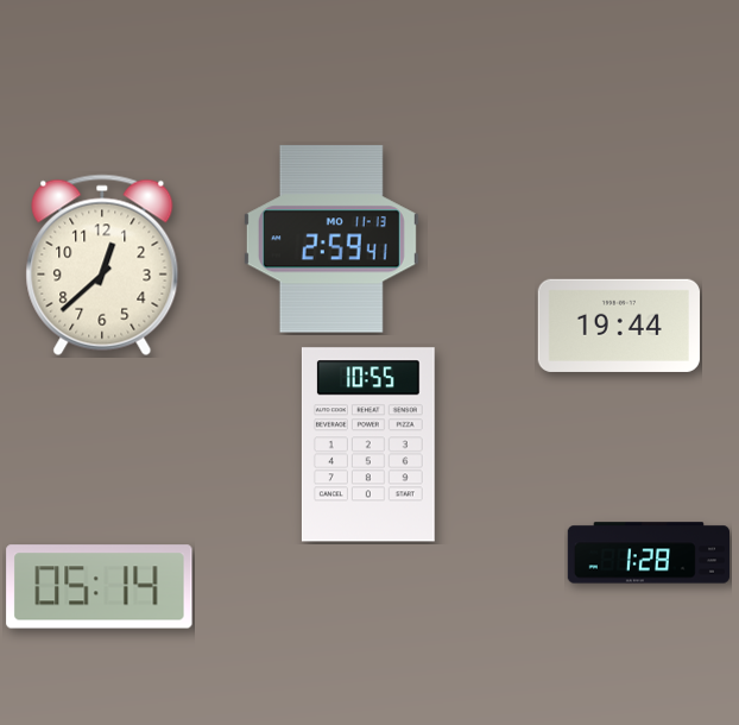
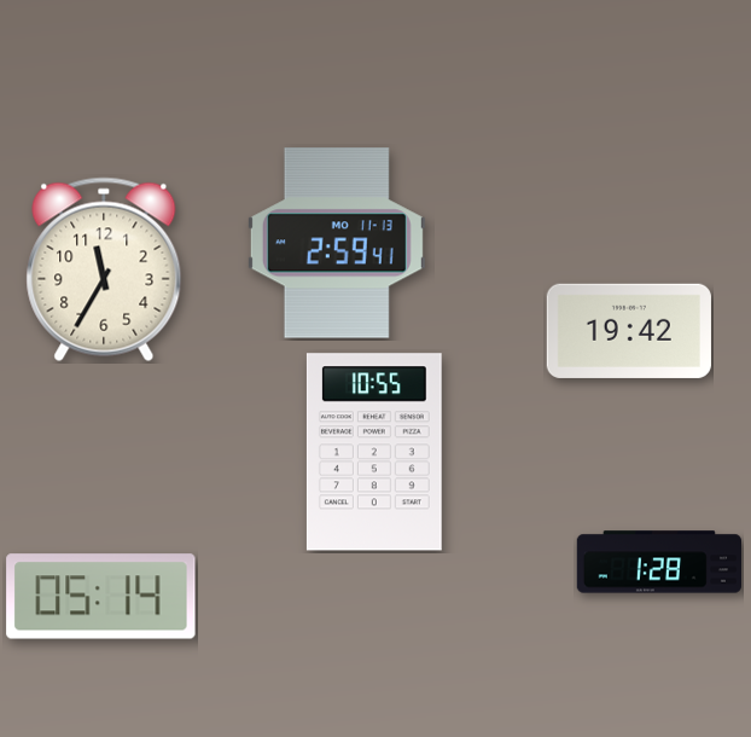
clock at (102, 265): 12:38 -> 11:35
clock at (619, 326): 19:44 -> 19:42
